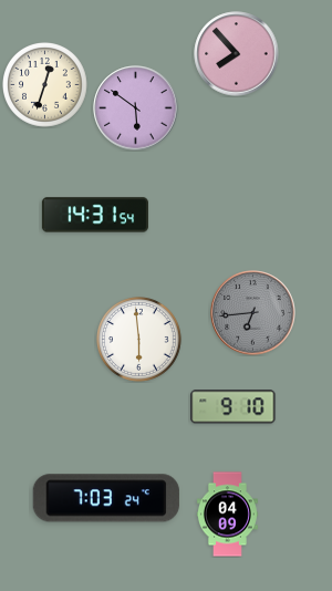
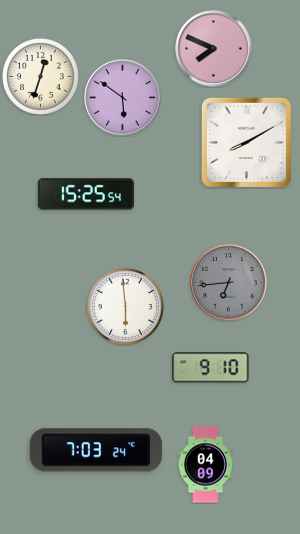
clock at (237, 54): 7:53 -> 7:49
clock at (246, 142): none -> 8:10
clock at (95, 215): 14:31 -> 15:25
